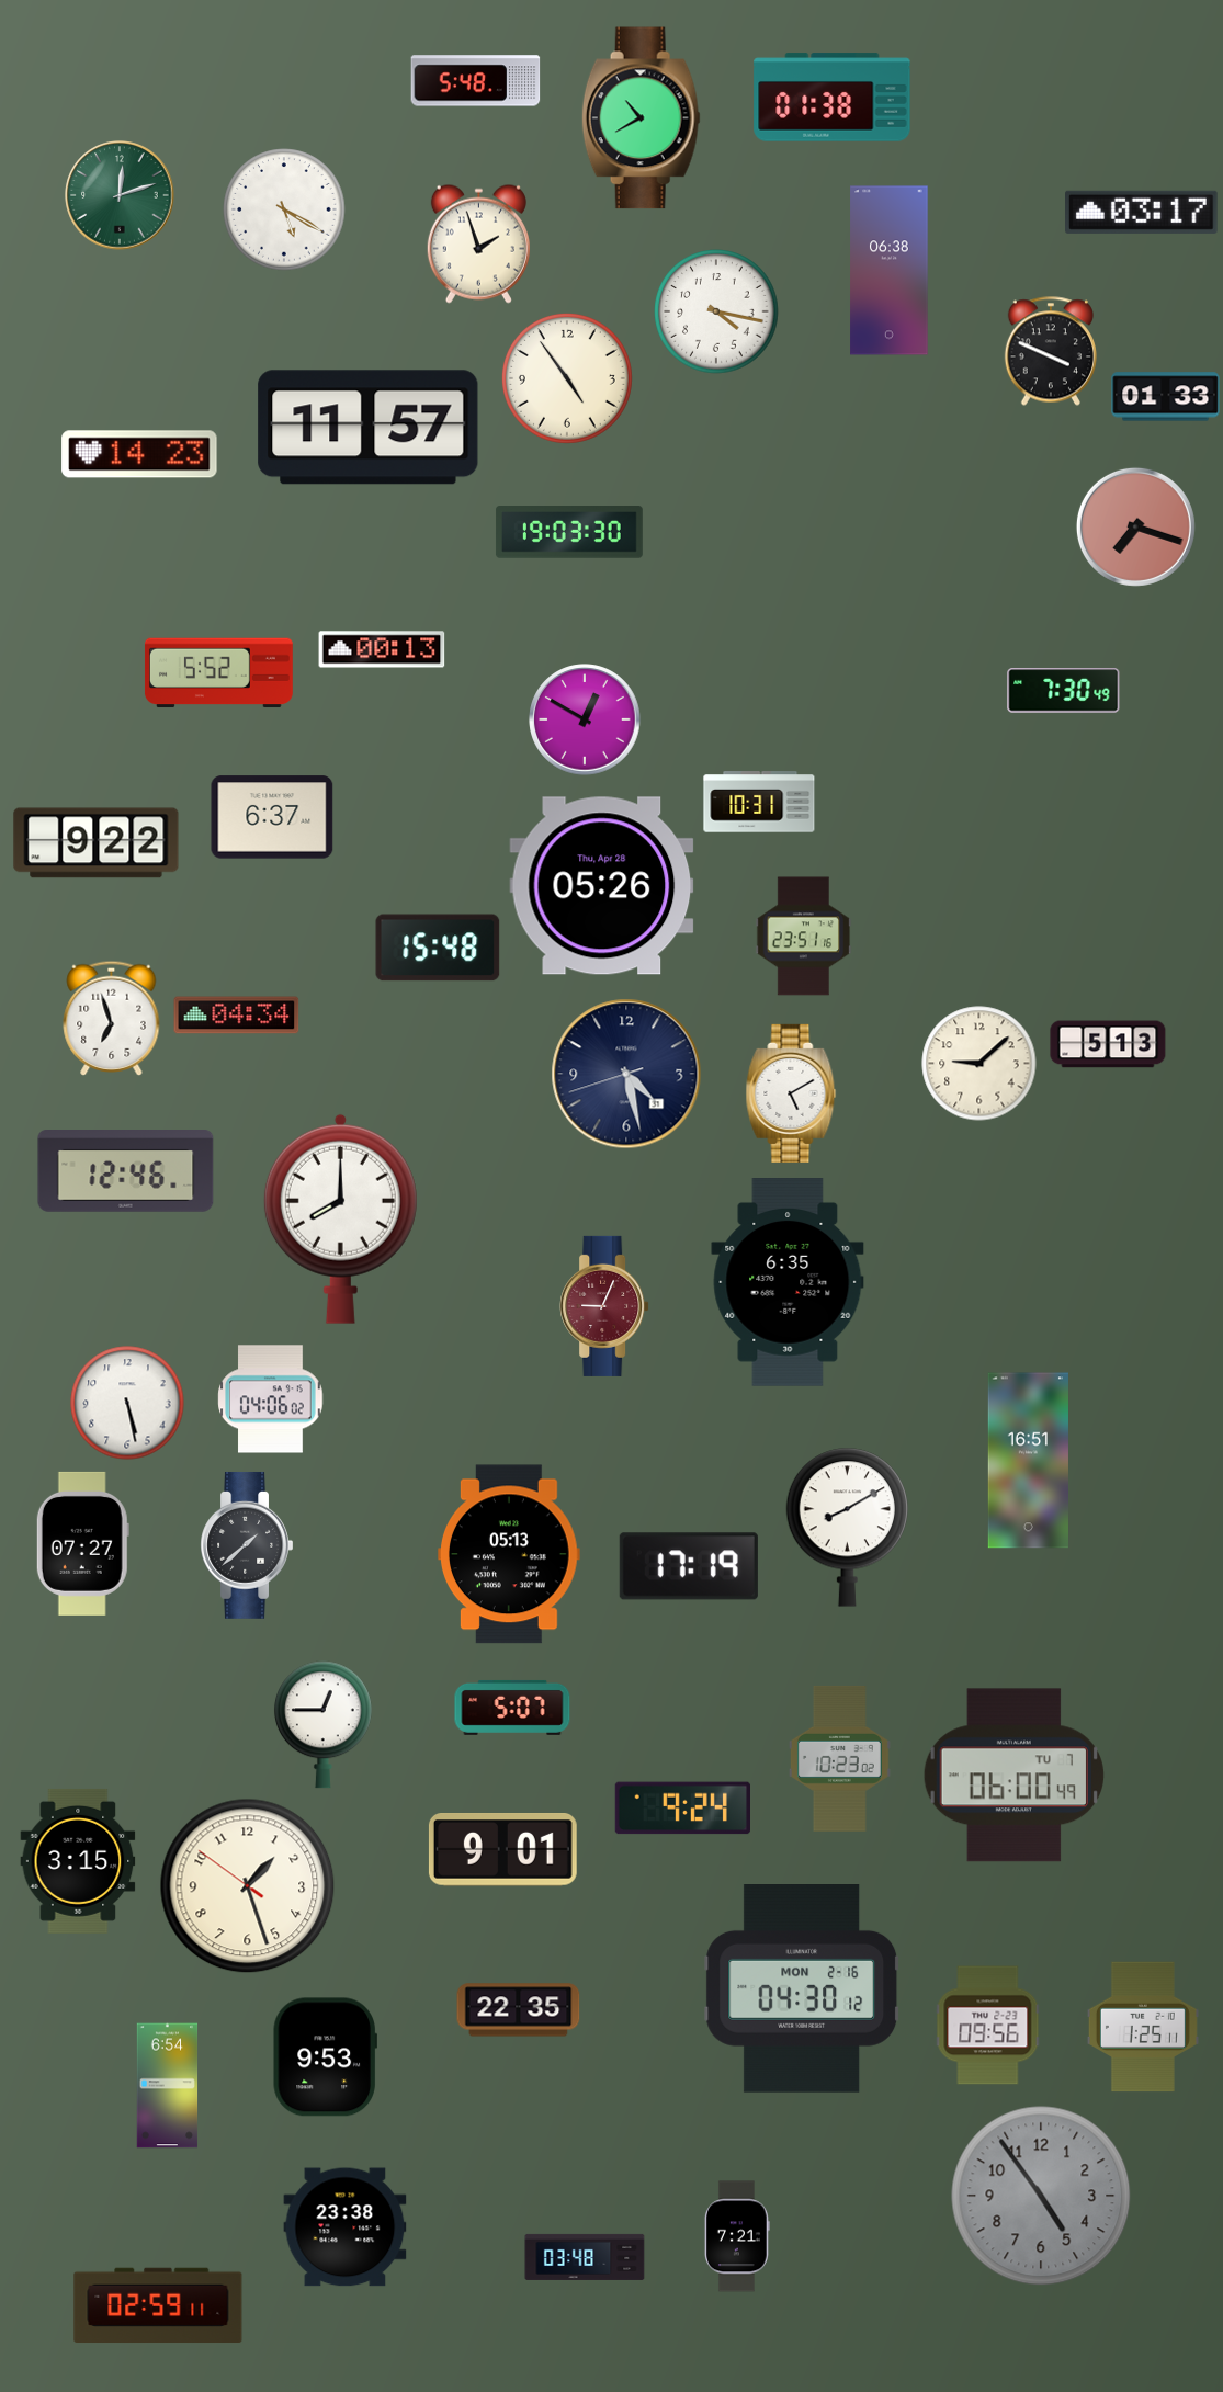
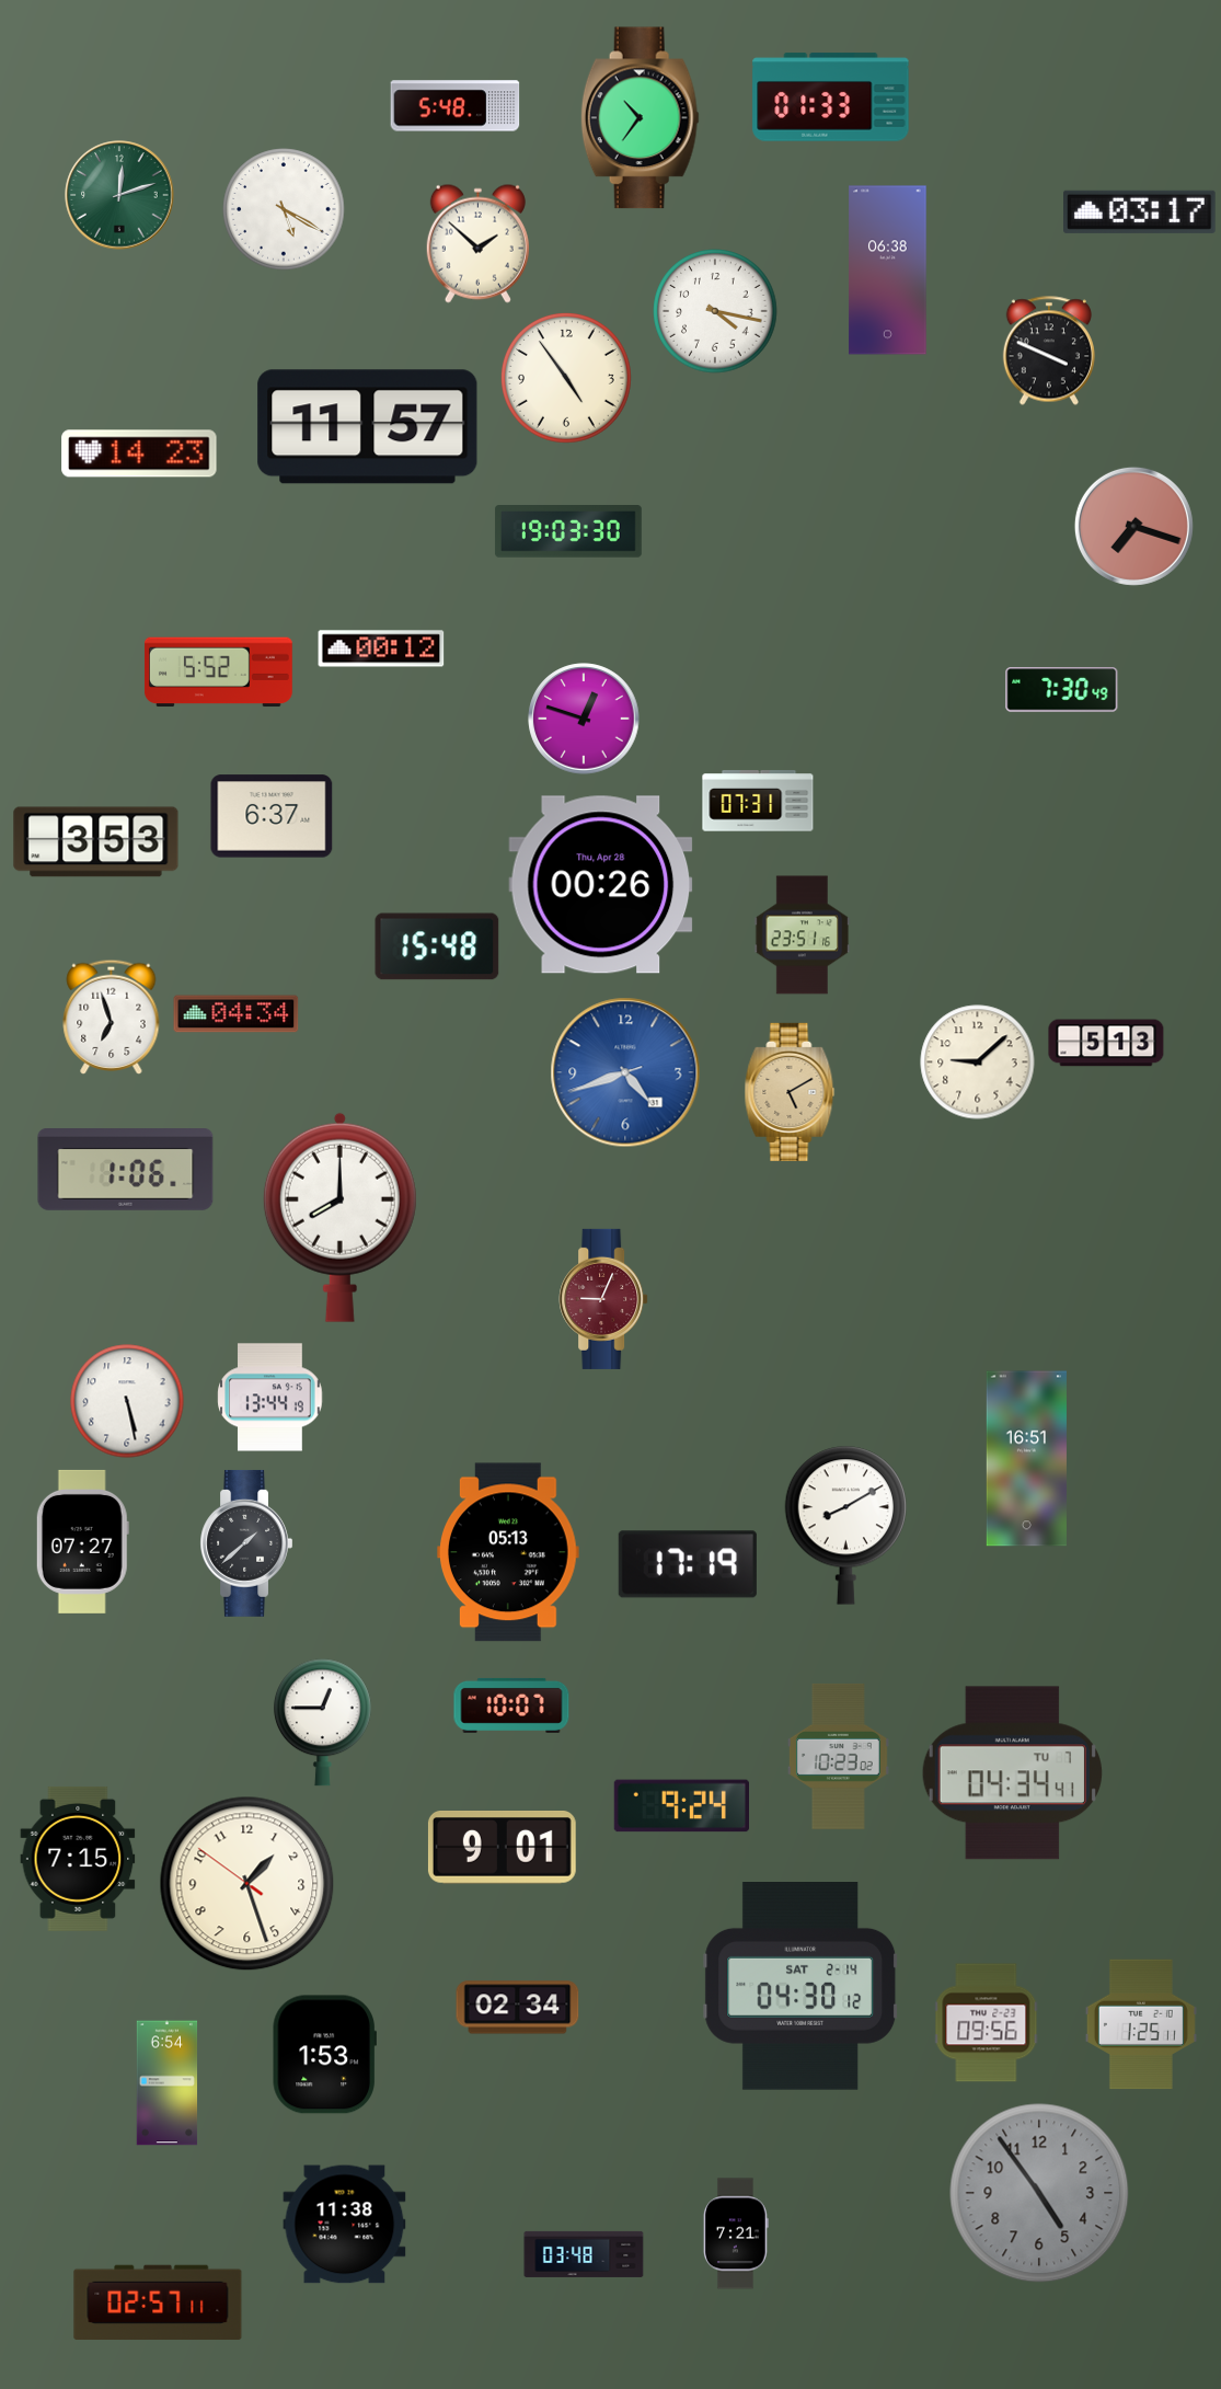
clock at (476, 81) position: (476, 81) -> (456, 106)
clock at (833, 98): 01:38 -> 01:33
clock at (641, 118): 10:40 -> 10:36
clock at (478, 243): 1:57 -> 1:52
clock at (1166, 397): 01:33 -> none
clock at (382, 649): 00:13 -> 00:12
clock at (585, 719): 12:50 -> 12:48
clock at (759, 802): 10:31 -> 07:31
clock at (97, 843): 9:22 -> 3:53
clock at (602, 886): 05:26 -> 00:26
clock at (626, 1074): 4:27 -> 4:41
clock at (626, 1074) dial: navy -> blue
clock at (791, 1093) dial: white -> champagne
clock at (126, 1171): 12:46 -> 1:06
clock at (788, 1283): 6:35 -> none
clock at (604, 1306) position: (604, 1306) -> (603, 1299)
clock at (271, 1399): 04:06 -> 13:44
clock at (512, 1708): 5:07 -> 10:07
clock at (1013, 1776): 06:00 -> 04:34
clock at (78, 1861): 3:15 -> 7:15
clock at (802, 1989) date: MON 2-16 -> SAT 2-14
clock at (519, 2010): 22:35 -> 02:34
clock at (325, 2057): 9:53 -> 1:53
clock at (346, 2227): 23:38 -> 11:38
clock at (158, 2305): 02:59 -> 02:57
